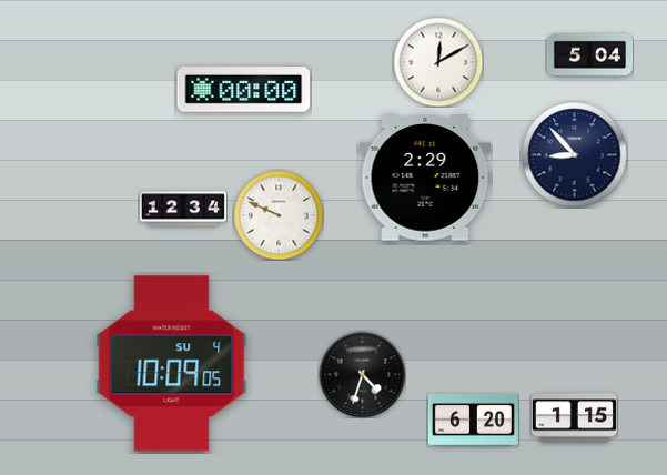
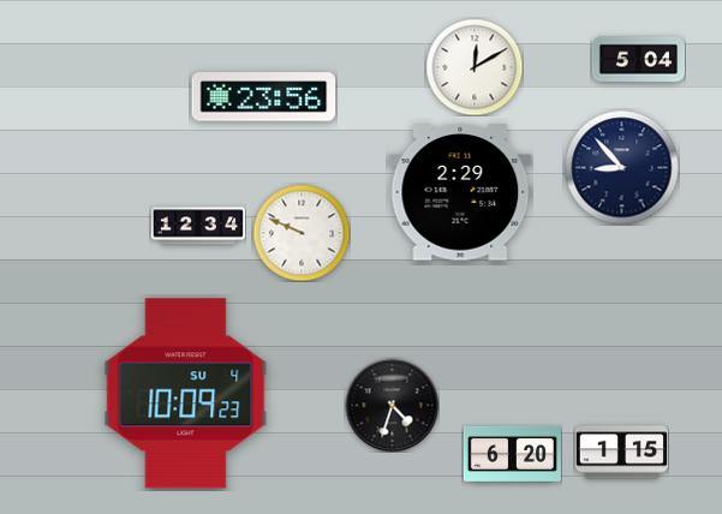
clock at (244, 90): 00:00 -> 23:56
clock at (172, 364): 10:09:05 -> 10:09:23
